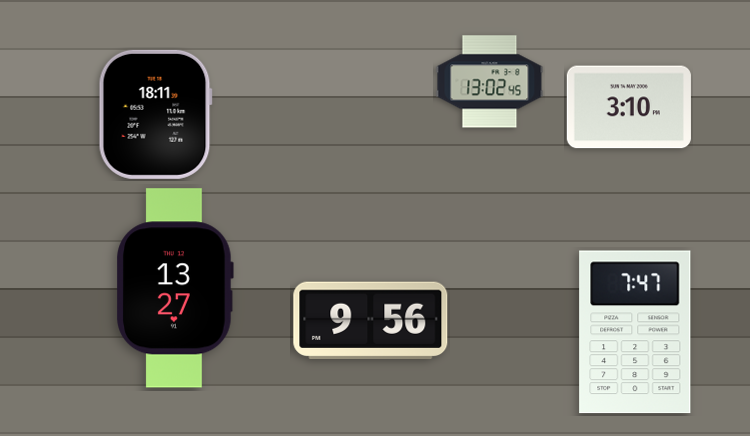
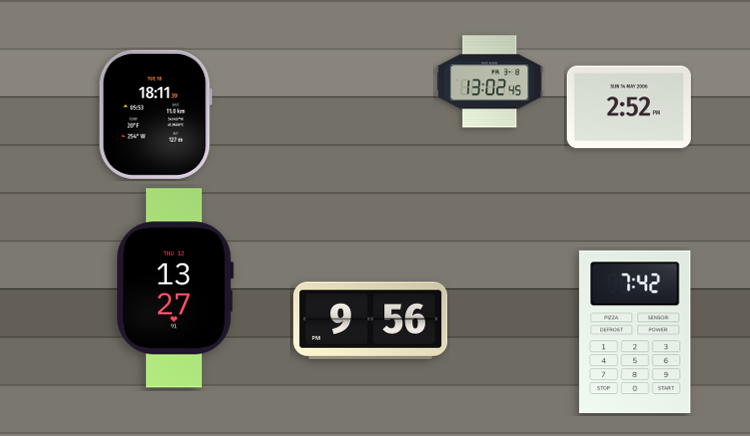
clock at (629, 107): 3:10 -> 2:52
clock at (635, 332): 7:47 -> 7:42
